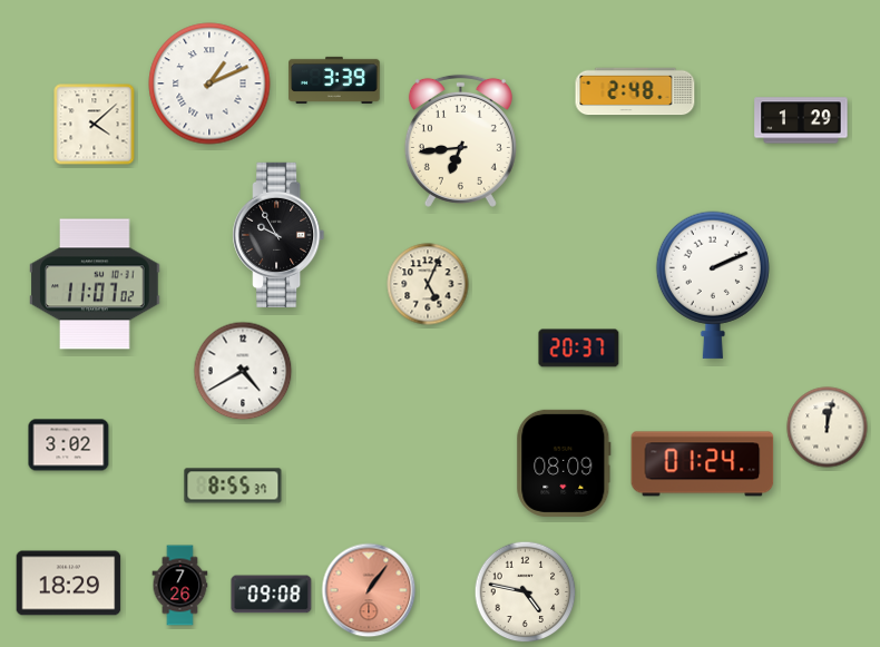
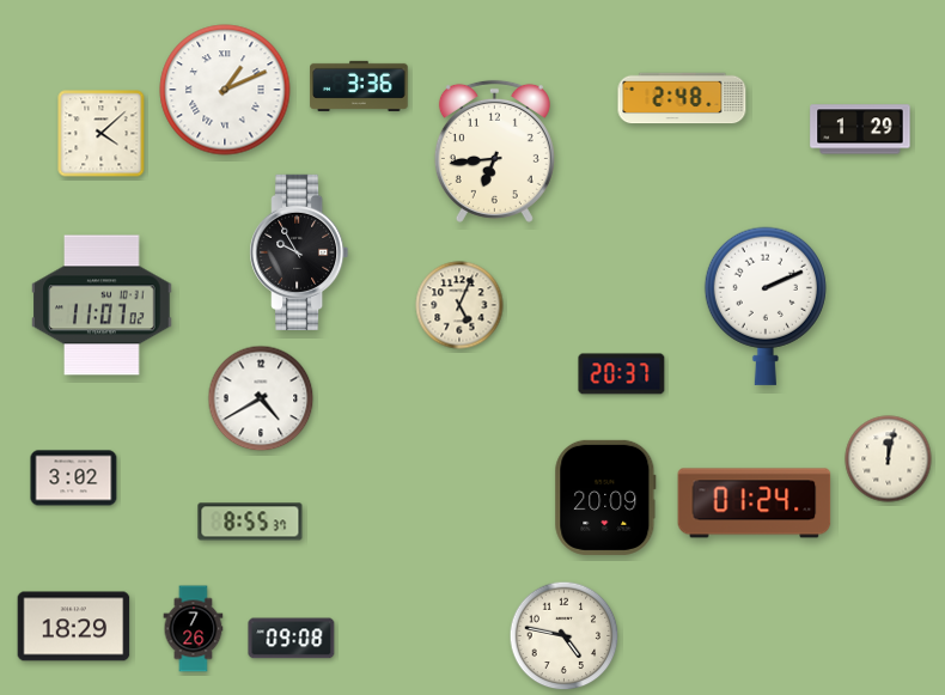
clock at (334, 80): 3:39 -> 3:36
clock at (564, 463): 08:09 -> 20:09
clock at (703, 464) position: (703, 464) -> (755, 504)
clock at (369, 590): 1:06 -> none
